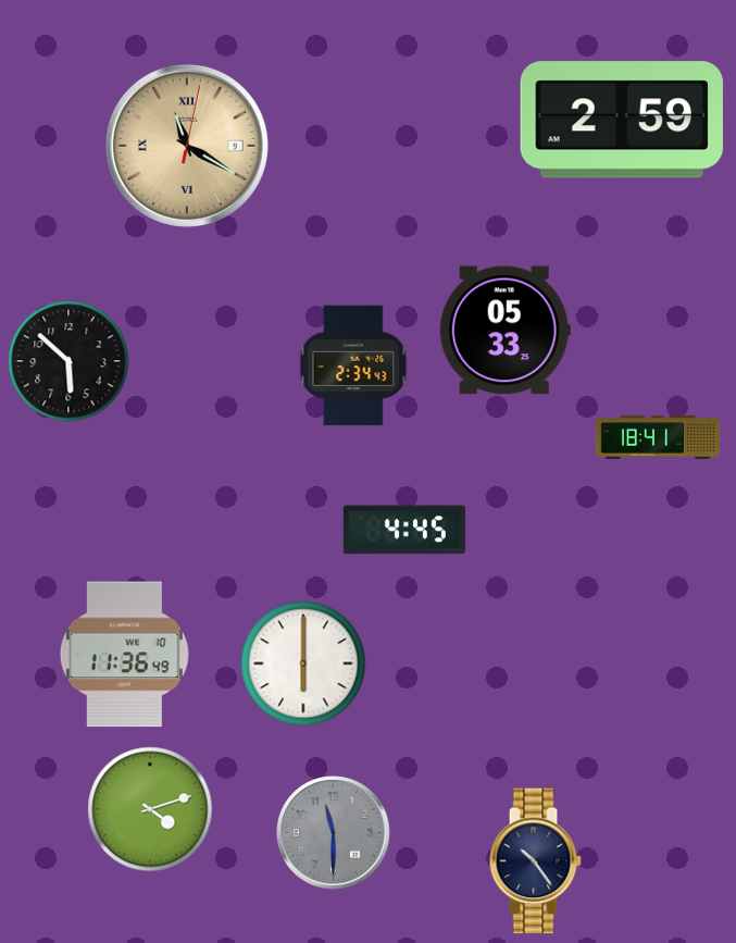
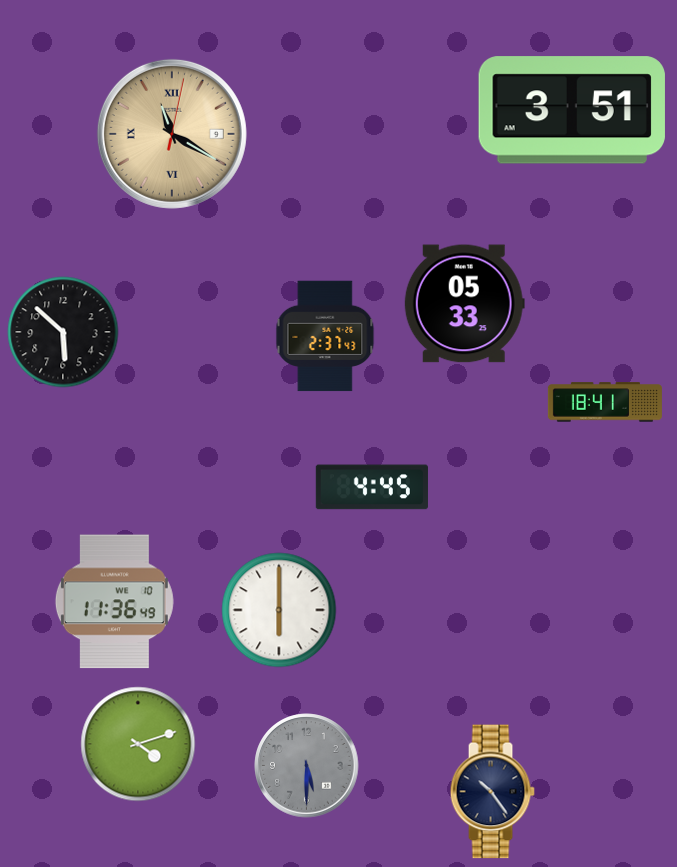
clock at (622, 120): 2:59 -> 3:51
clock at (353, 365): 2:34 -> 2:37
clock at (334, 833): 11:30 -> 5:30
